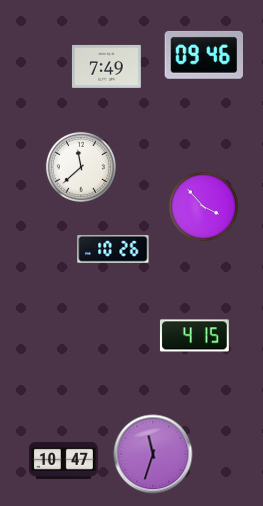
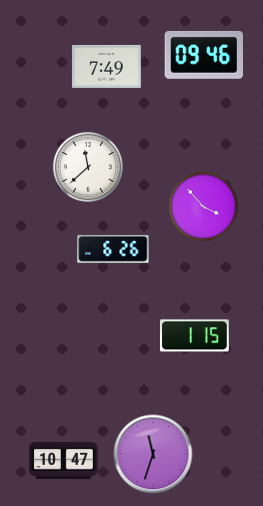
clock at (81, 167) position: (81, 167) -> (88, 167)
clock at (113, 249): 10:26 -> 6:26
clock at (194, 336): 4:15 -> 1:15
